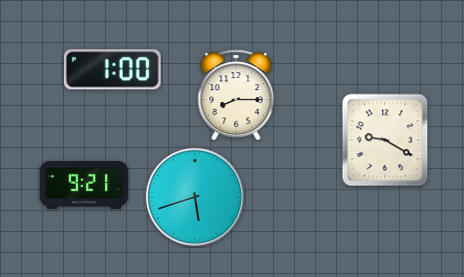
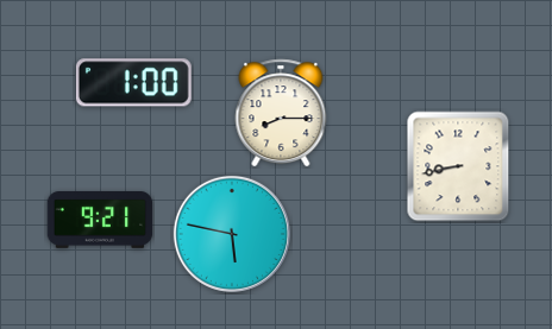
clock at (385, 140): 9:20 -> 8:43
clock at (195, 197): 5:42 -> 5:47
